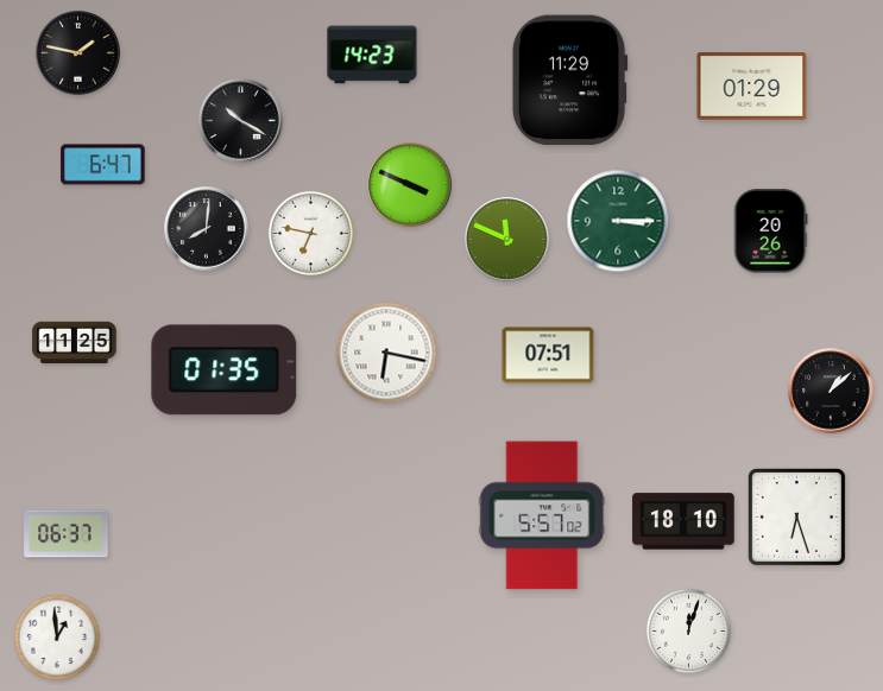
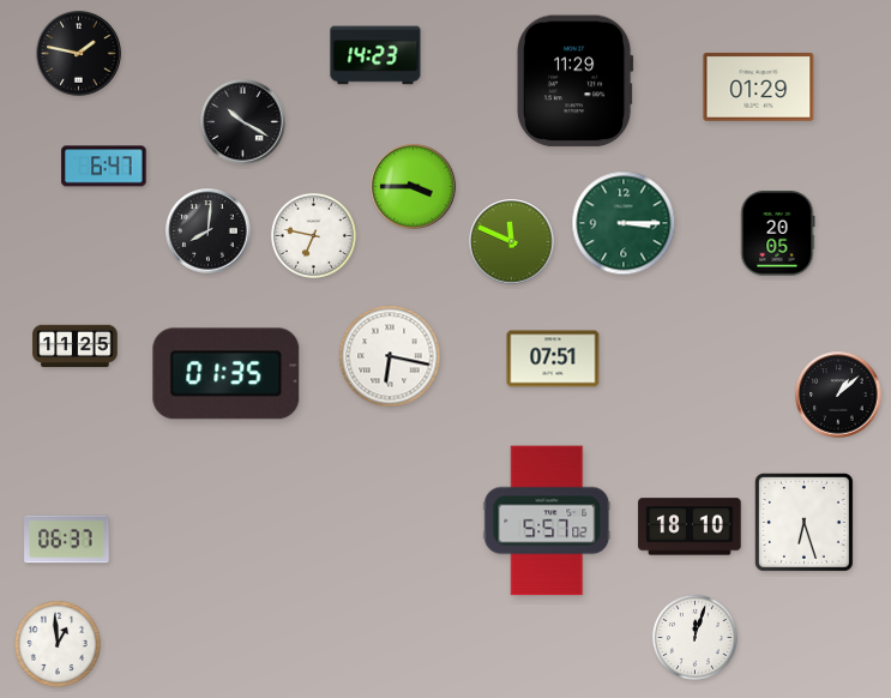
clock at (410, 185): 3:49 -> 3:45
clock at (771, 232): 20:26 -> 20:05
